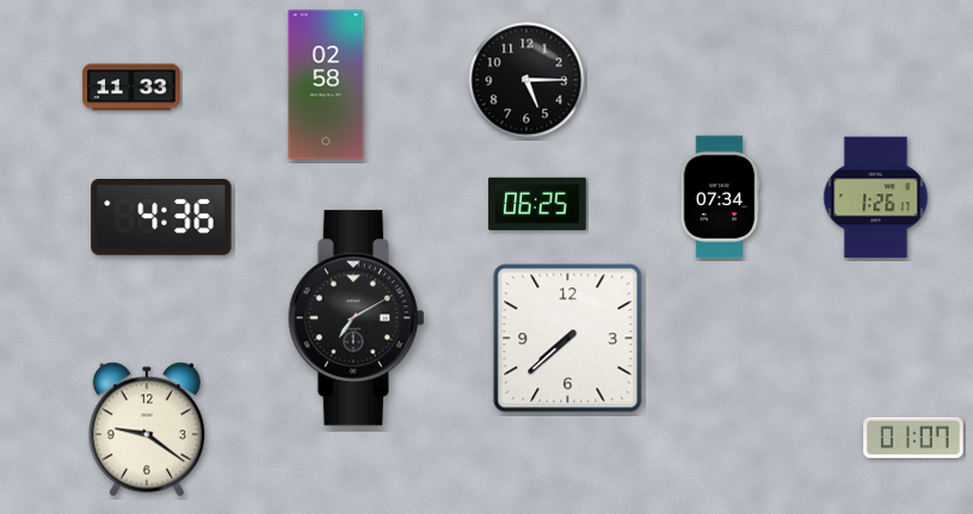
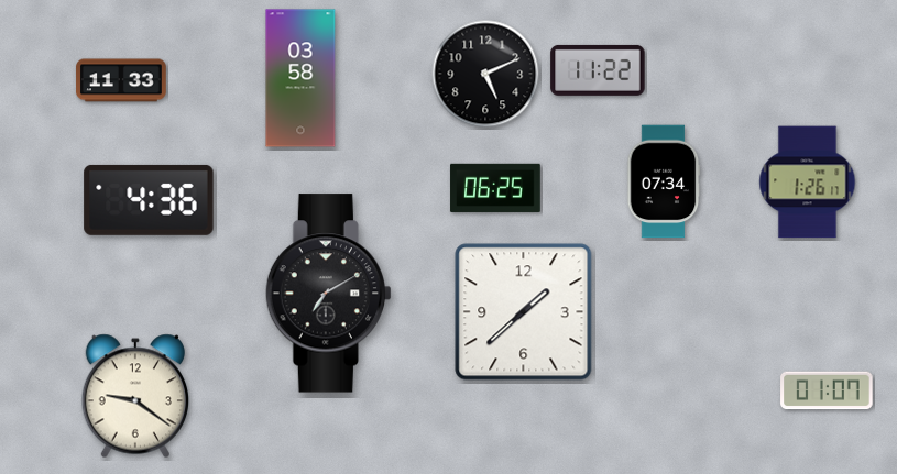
clock at (598, 70): none -> 11:22
clock at (526, 80): 5:15 -> 5:11
clock at (326, 85): 02:58 -> 03:58
clock at (568, 339): 7:38 -> 1:38
clock at (913, 438) position: (913, 438) -> (827, 390)
